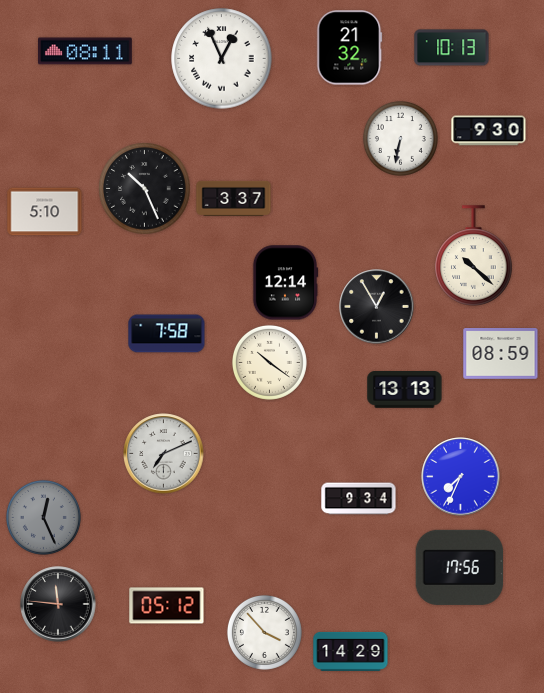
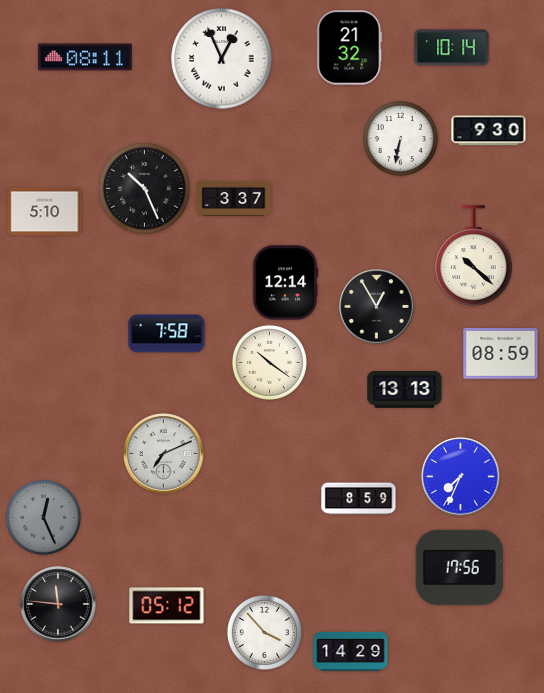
clock at (452, 48): 10:13 -> 10:14
clock at (86, 51) position: (86, 51) -> (86, 57)
clock at (359, 499): 9:34 -> 8:59
